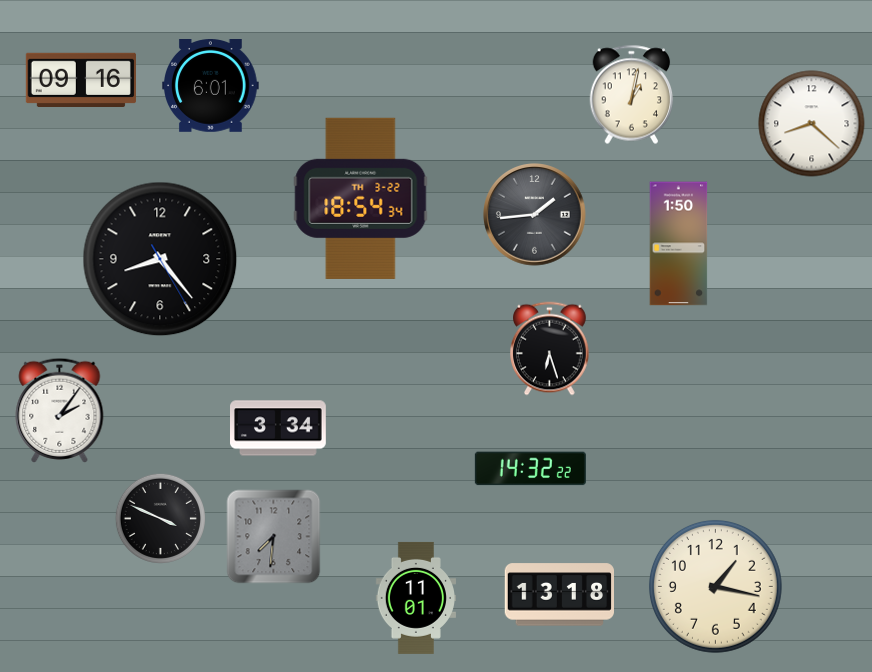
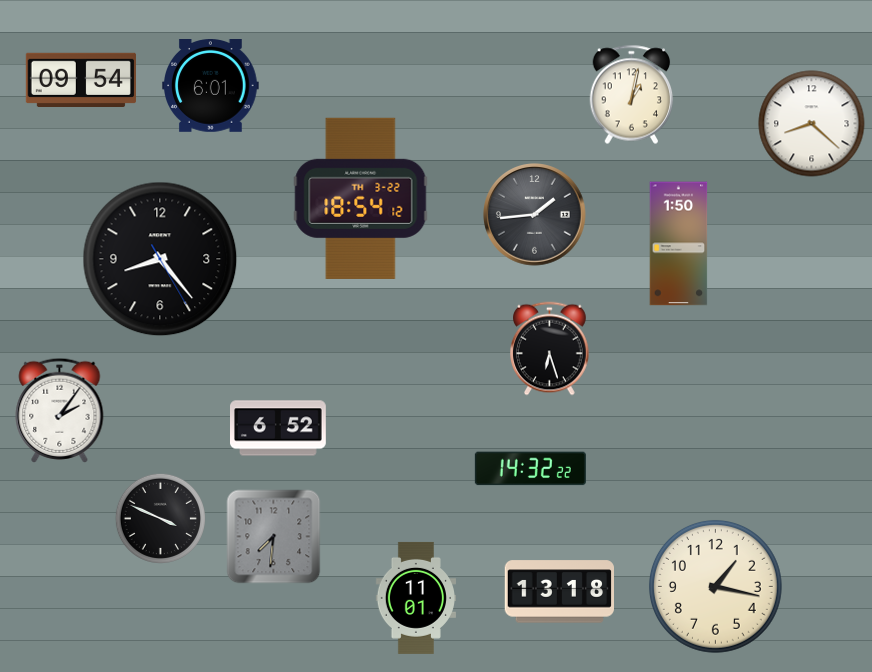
clock at (81, 79): 09:16 -> 09:54
clock at (361, 198): 18:54:34 -> 18:54:12
clock at (279, 428): 3:34 -> 6:52
clock at (559, 595) position: (559, 595) -> (559, 592)
